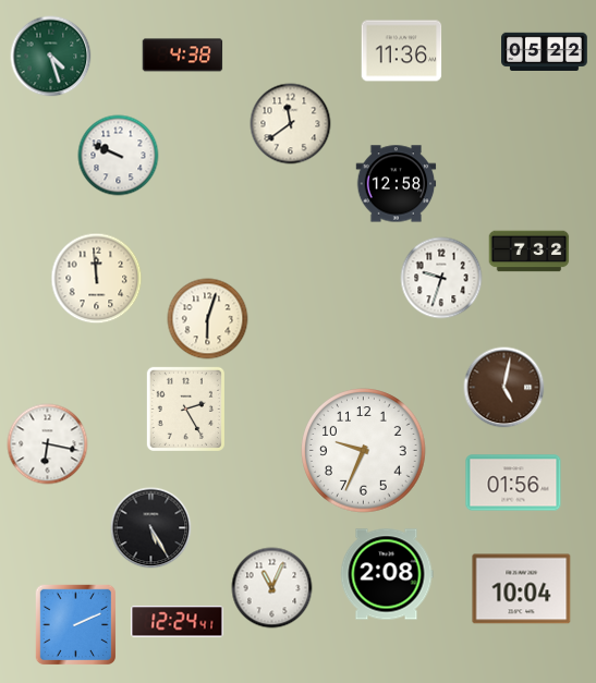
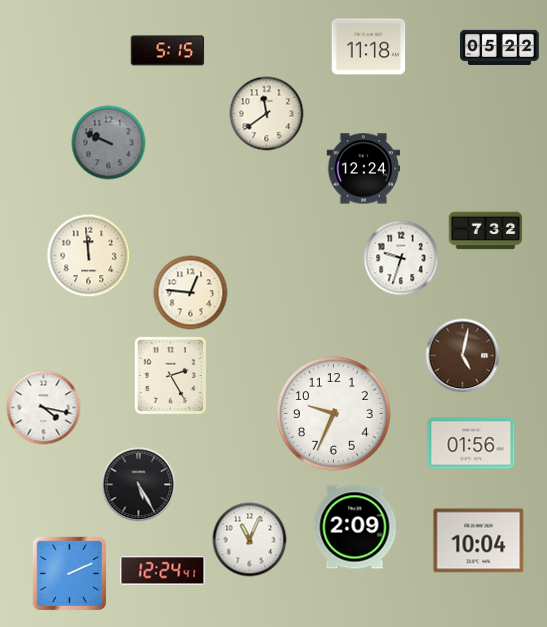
clock at (402, 51): 11:36 -> 11:18
clock at (183, 56): 4:38 -> 5:15
clock at (51, 57): 4:27 -> none
clock at (119, 156) dial: white -> grey
clock at (397, 184): 12:58 -> 12:24
clock at (441, 278) position: (441, 278) -> (401, 258)
clock at (208, 319): 6:03 -> 12:46
clock at (48, 444): 6:17 -> 4:17
clock at (387, 574): 2:08 -> 2:09
